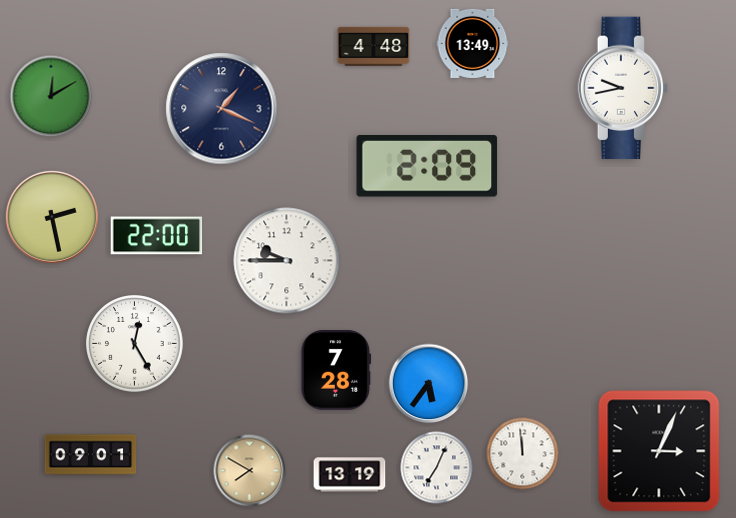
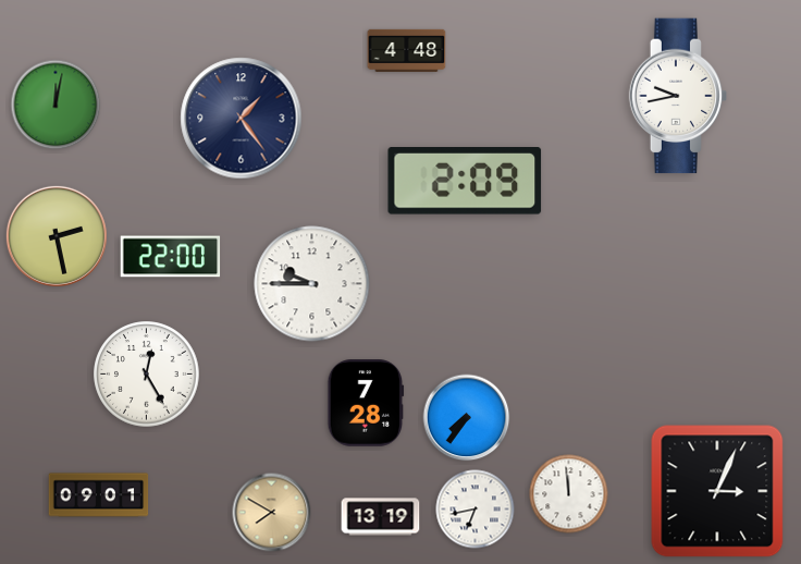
clock at (473, 43): 13:49 -> none
clock at (51, 96): 12:10 -> 12:02
clock at (222, 109): 1:19 -> 1:24
clock at (429, 384): 5:36 -> 7:36
clock at (437, 468): 7:04 -> 6:43
